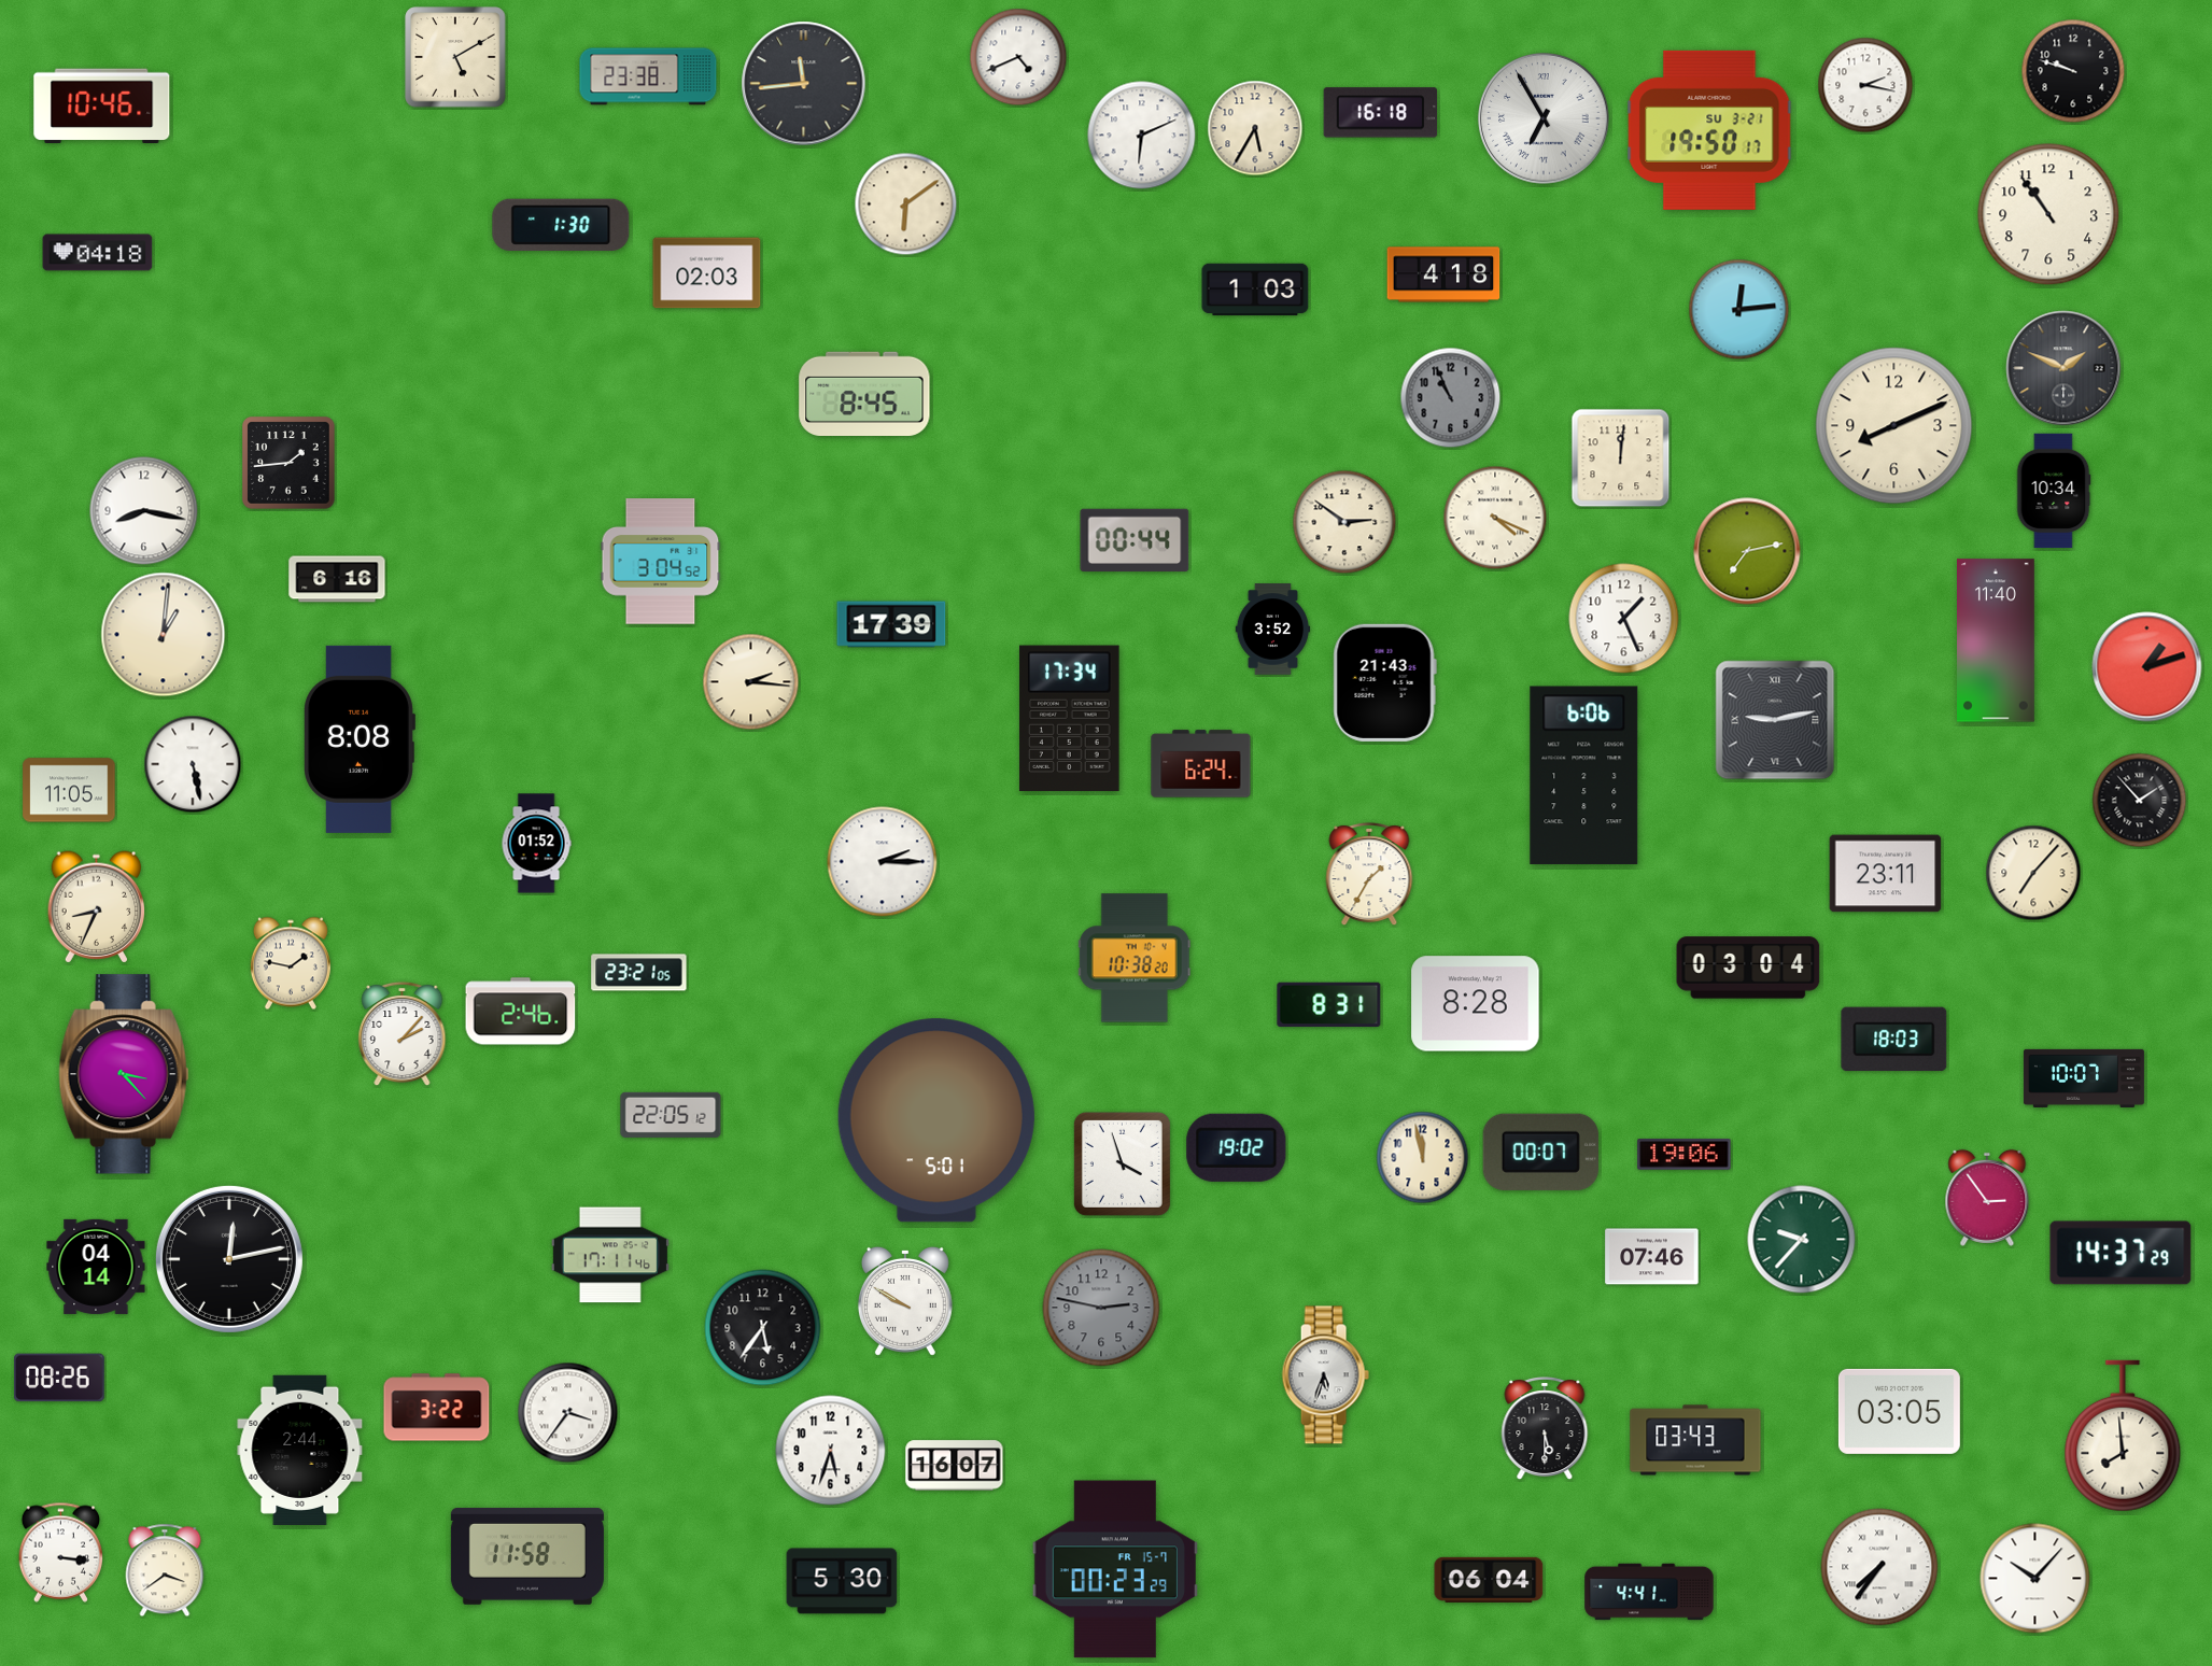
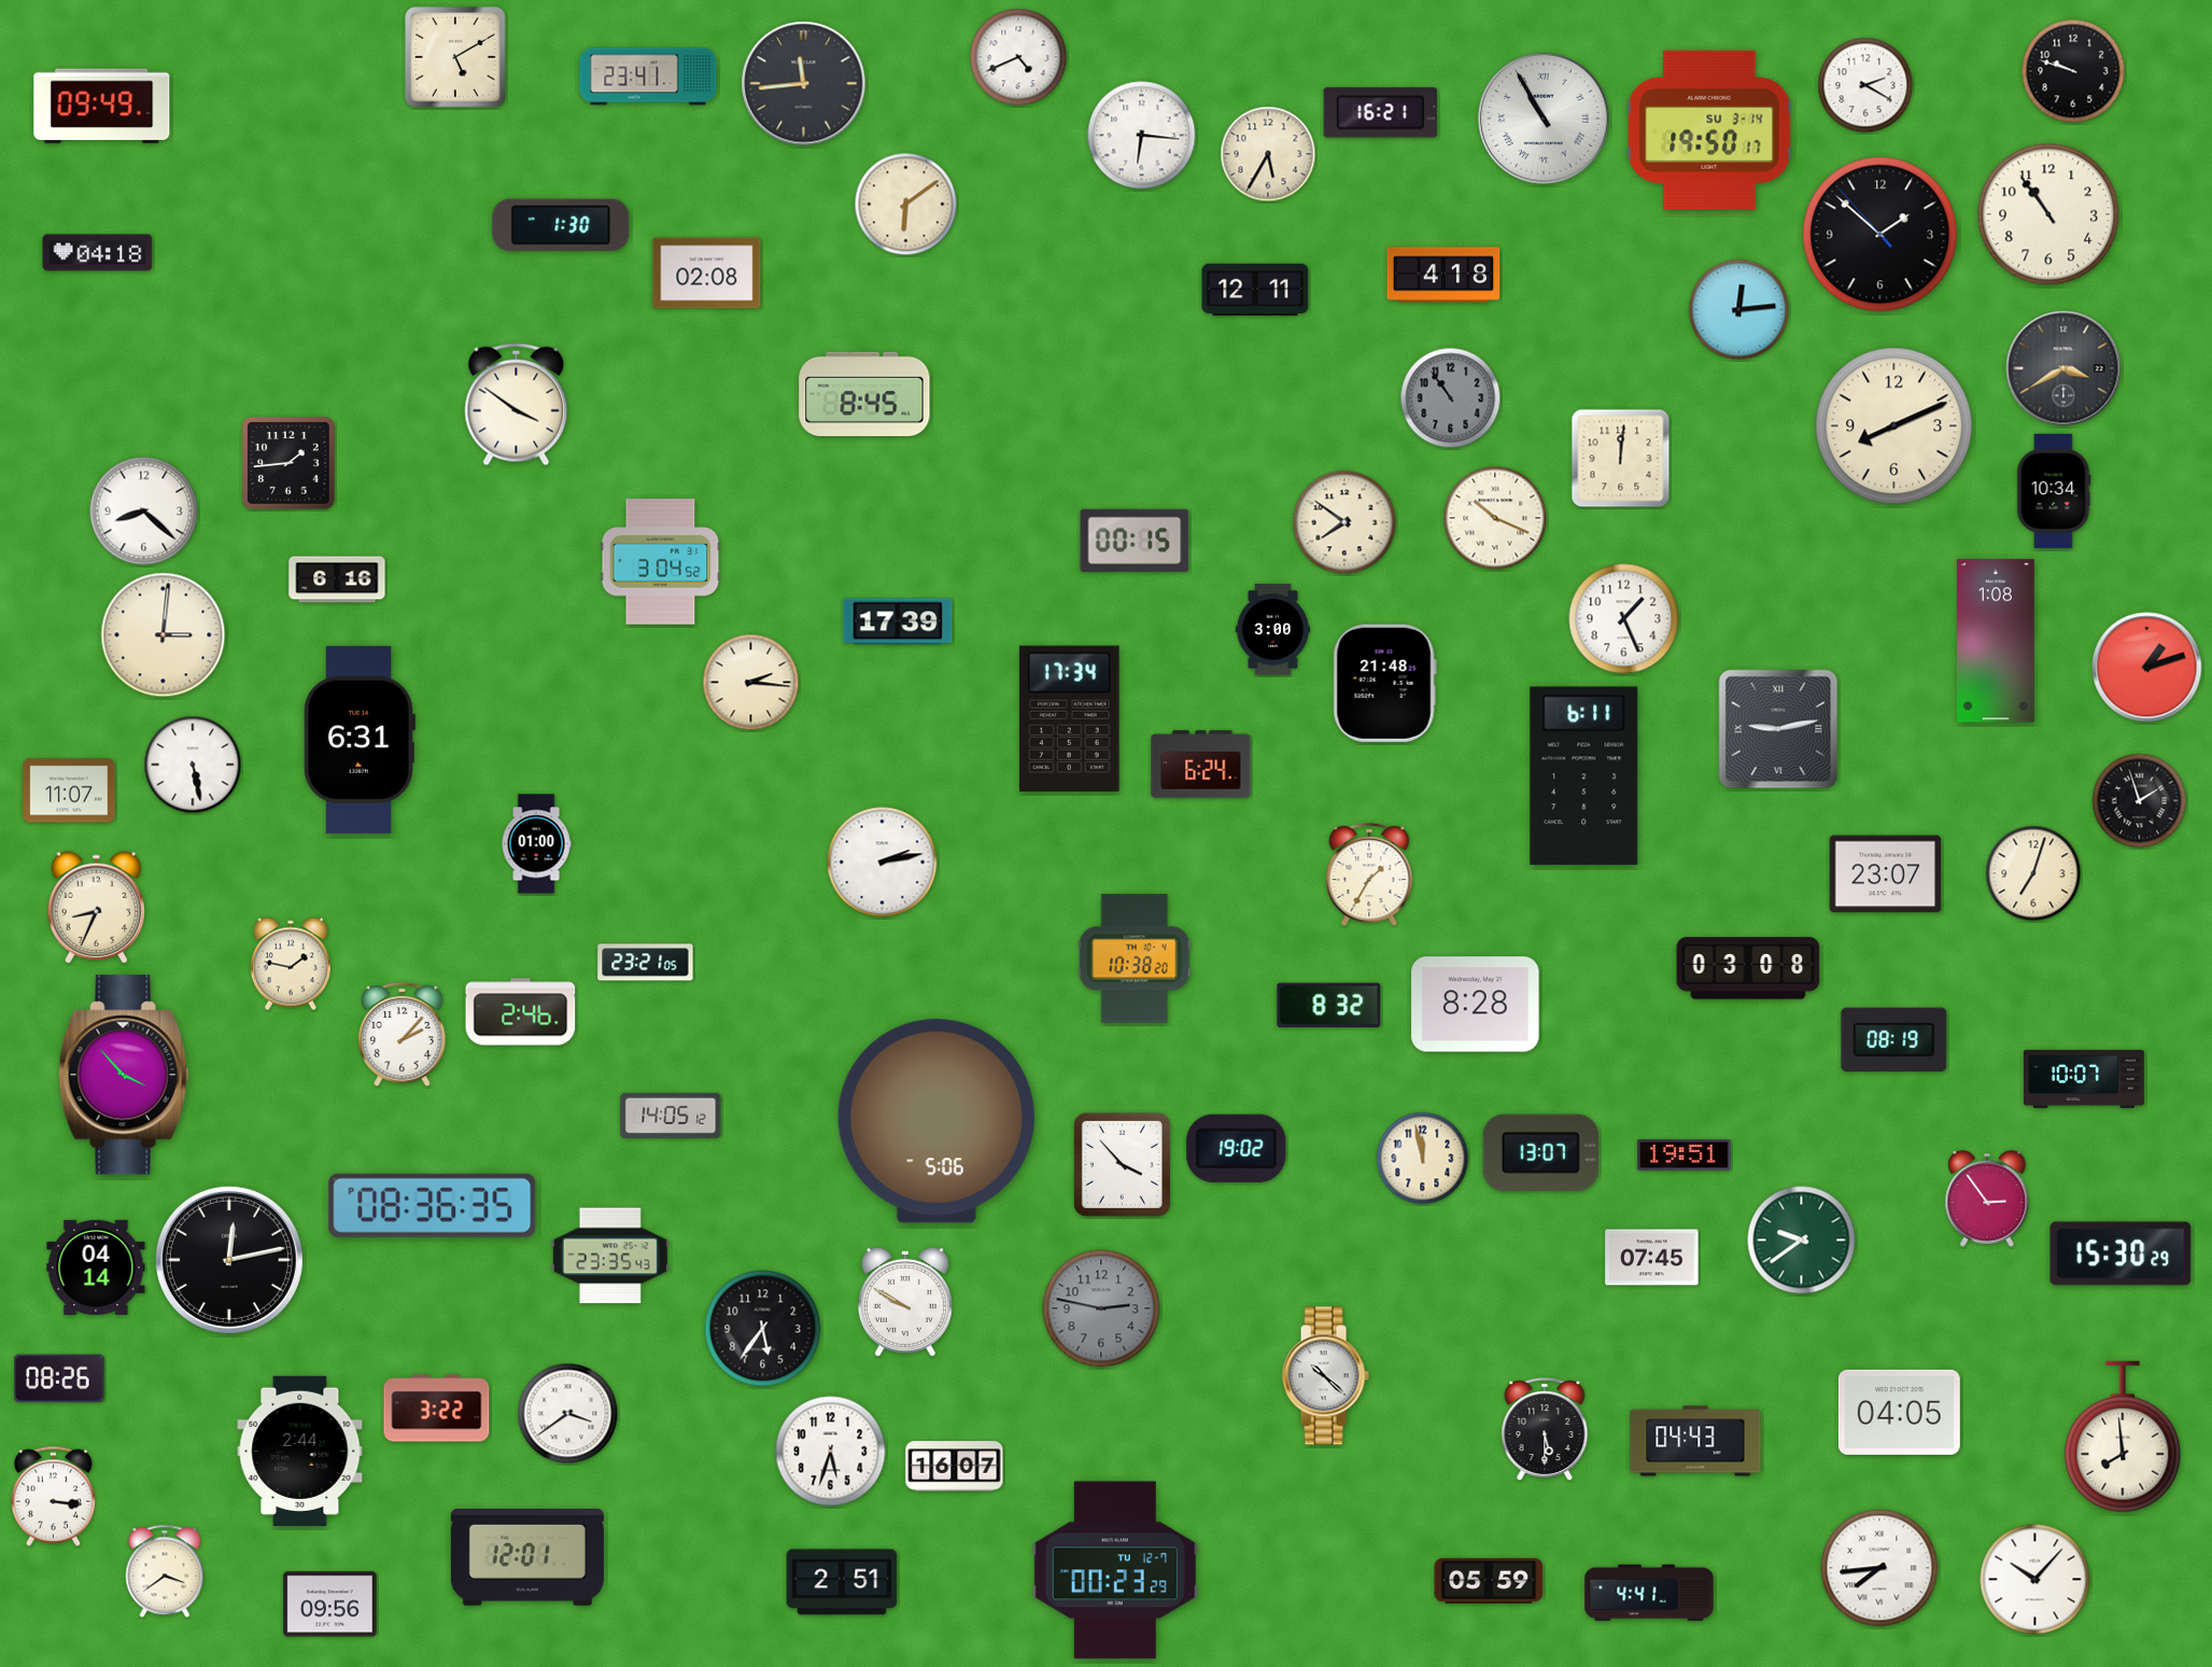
clock at (648, 76): 23:38 -> 23:41
clock at (1865, 85): 2:17 -> 2:20
clock at (102, 107): 10:46 -> 09:49
clock at (1381, 113): 16:18 -> 16:21
clock at (1544, 118): 6:55 -> 10:55
clock at (1255, 128) position: (1255, 128) -> (1268, 154)
clock at (1709, 130) date: SU 3-21 -> SU 3-14
clock at (1142, 136): 6:11 -> 6:16
clock at (1880, 235): none -> 1:51
clock at (707, 273): 02:03 -> 02:08
clock at (1255, 290): 1:03 -> 12:11
clock at (2063, 368): 1:49 -> 3:40
clock at (1451, 398): 10:56 -> 10:54
clock at (517, 405): none -> 3:51
clock at (144, 511): 8:17 -> 8:22
clock at (1495, 518): 4:19 -> 10:19
clock at (1344, 522): 2:51 -> 7:51
clock at (1135, 539): 00:44 -> 00:15
clock at (1747, 551): 7:13 -> none
clock at (891, 624) position: (891, 624) -> (898, 621)
clock at (1273, 630): 3:52 -> 3:00
clock at (164, 635): 1:01 -> 3:01
clock at (1997, 640): 11:40 -> 1:08
clock at (1384, 682): 21:43 -> 21:48
clock at (1775, 720) position: (1775, 720) -> (1778, 729)
clock at (358, 739): 8:08 -> 6:31
clock at (1584, 776): 6:06 -> 6:11
clock at (69, 790): 11:05 -> 11:07
clock at (2140, 801): 1:53 -> 1:57
clock at (536, 844): 01:52 -> 01:00
clock at (883, 862): 2:15 -> 2:13
clock at (2033, 873): 7:07 -> 7:03
clock at (1886, 874): 23:11 -> 23:07
clock at (1748, 968): 03:04 -> 03:08
clock at (639, 973) position: (639, 973) -> (646, 963)
clock at (1329, 1004): 8:31 -> 8:32
clock at (1894, 1039): 18:03 -> 08:19
clock at (124, 1074): 3:23 -> 3:53
clock at (671, 1115): 22:05 -> 14:05
clock at (936, 1120): 5:01 -> 5:06
clock at (1540, 1152): 00:07 -> 13:07
clock at (1685, 1155): 19:06 -> 19:51
clock at (1122, 1163): 3:57 -> 3:53
clock at (433, 1205): none -> 08:36
clock at (1802, 1240): 9:37 -> 9:39
clock at (2121, 1253): 14:37 -> 15:30
clock at (610, 1255): 17:11 -> 23:35
clock at (1652, 1257): 07:46 -> 07:45
clock at (1325, 1375): 5:33 -> 10:22
clock at (1899, 1411): 03:05 -> 04:05
clock at (568, 1413): 3:36 -> 3:39
clock at (1695, 1440): 03:43 -> 04:43
clock at (61, 1552) position: (61, 1552) -> (54, 1496)
clock at (527, 1556): 11:58 -> 12:01
clock at (1879, 1567): 7:36 -> 7:44
clock at (1115, 1569) date: FR 15-7 -> TU 12-7
clock at (1489, 1580): 06:04 -> 05:59
clock at (842, 1581): 5:30 -> 2:51
clock at (330, 1605): none -> 09:56
